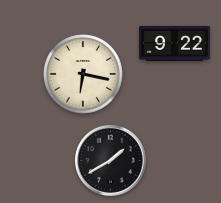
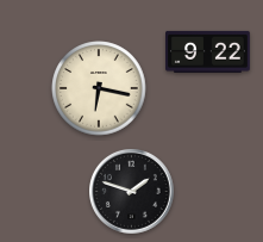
clock at (111, 161): 1:40 -> 1:48
